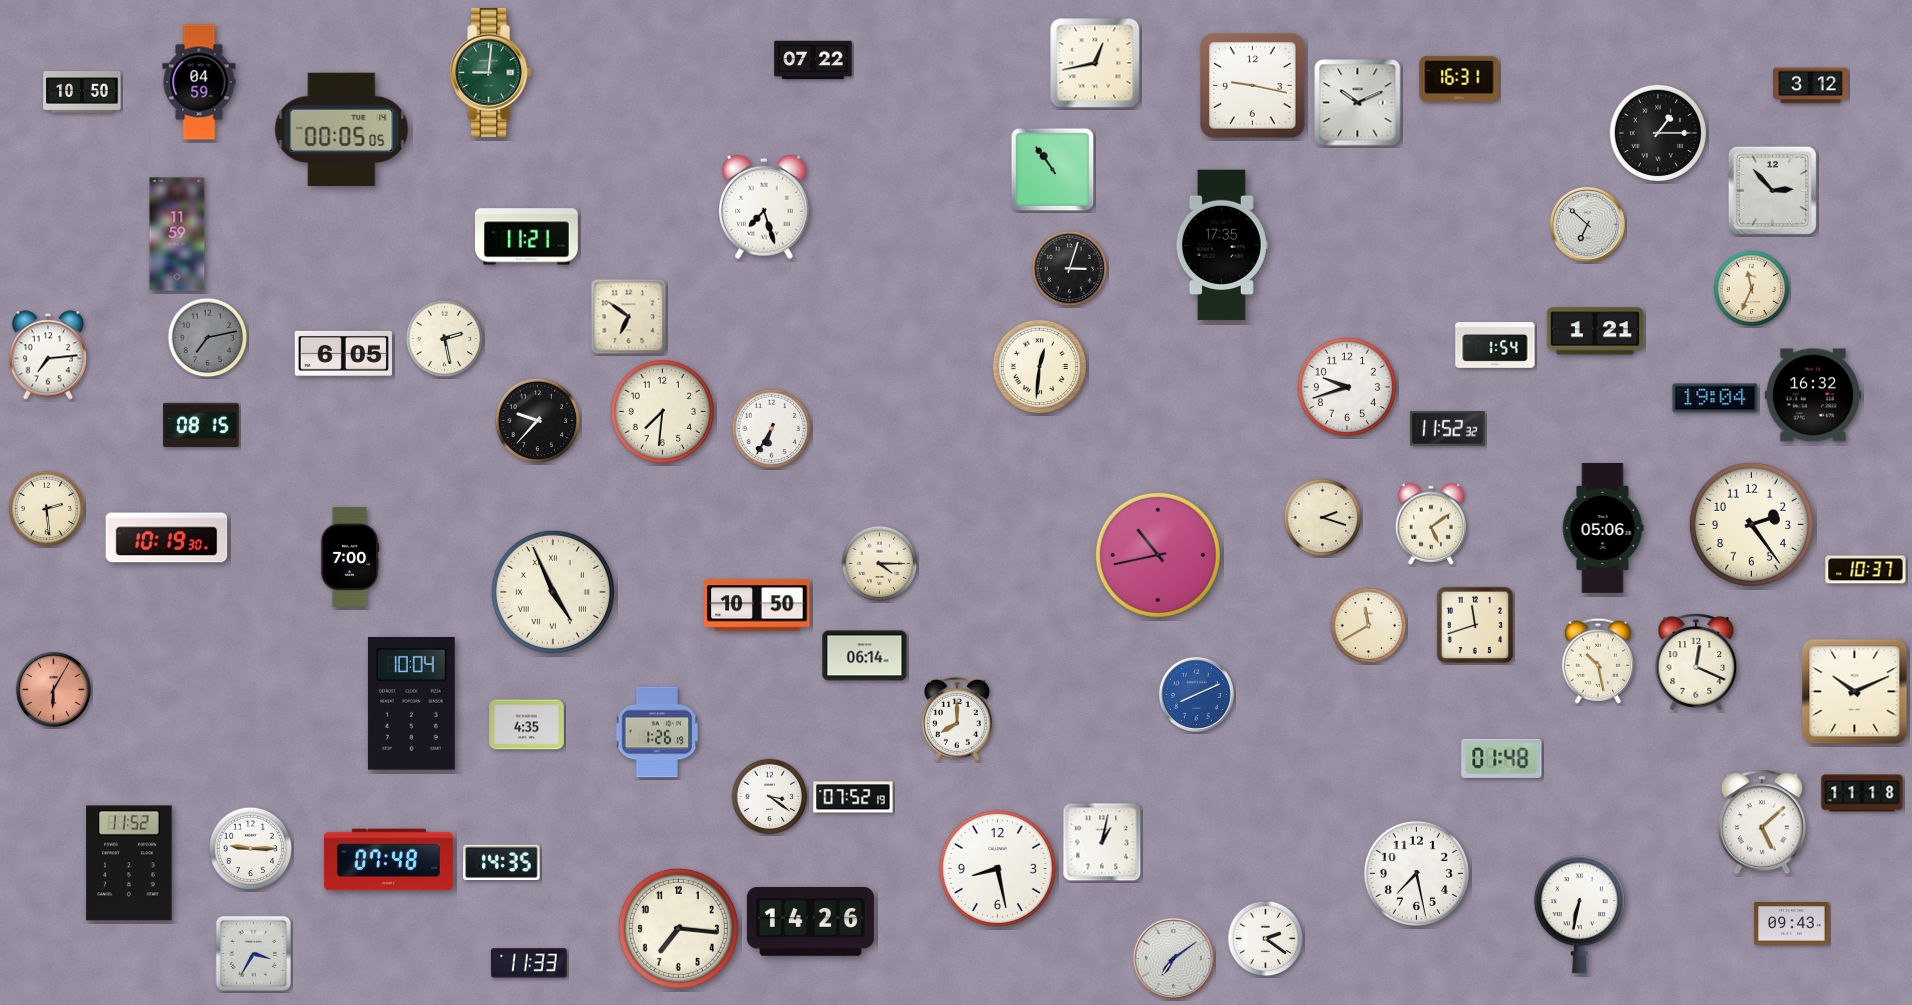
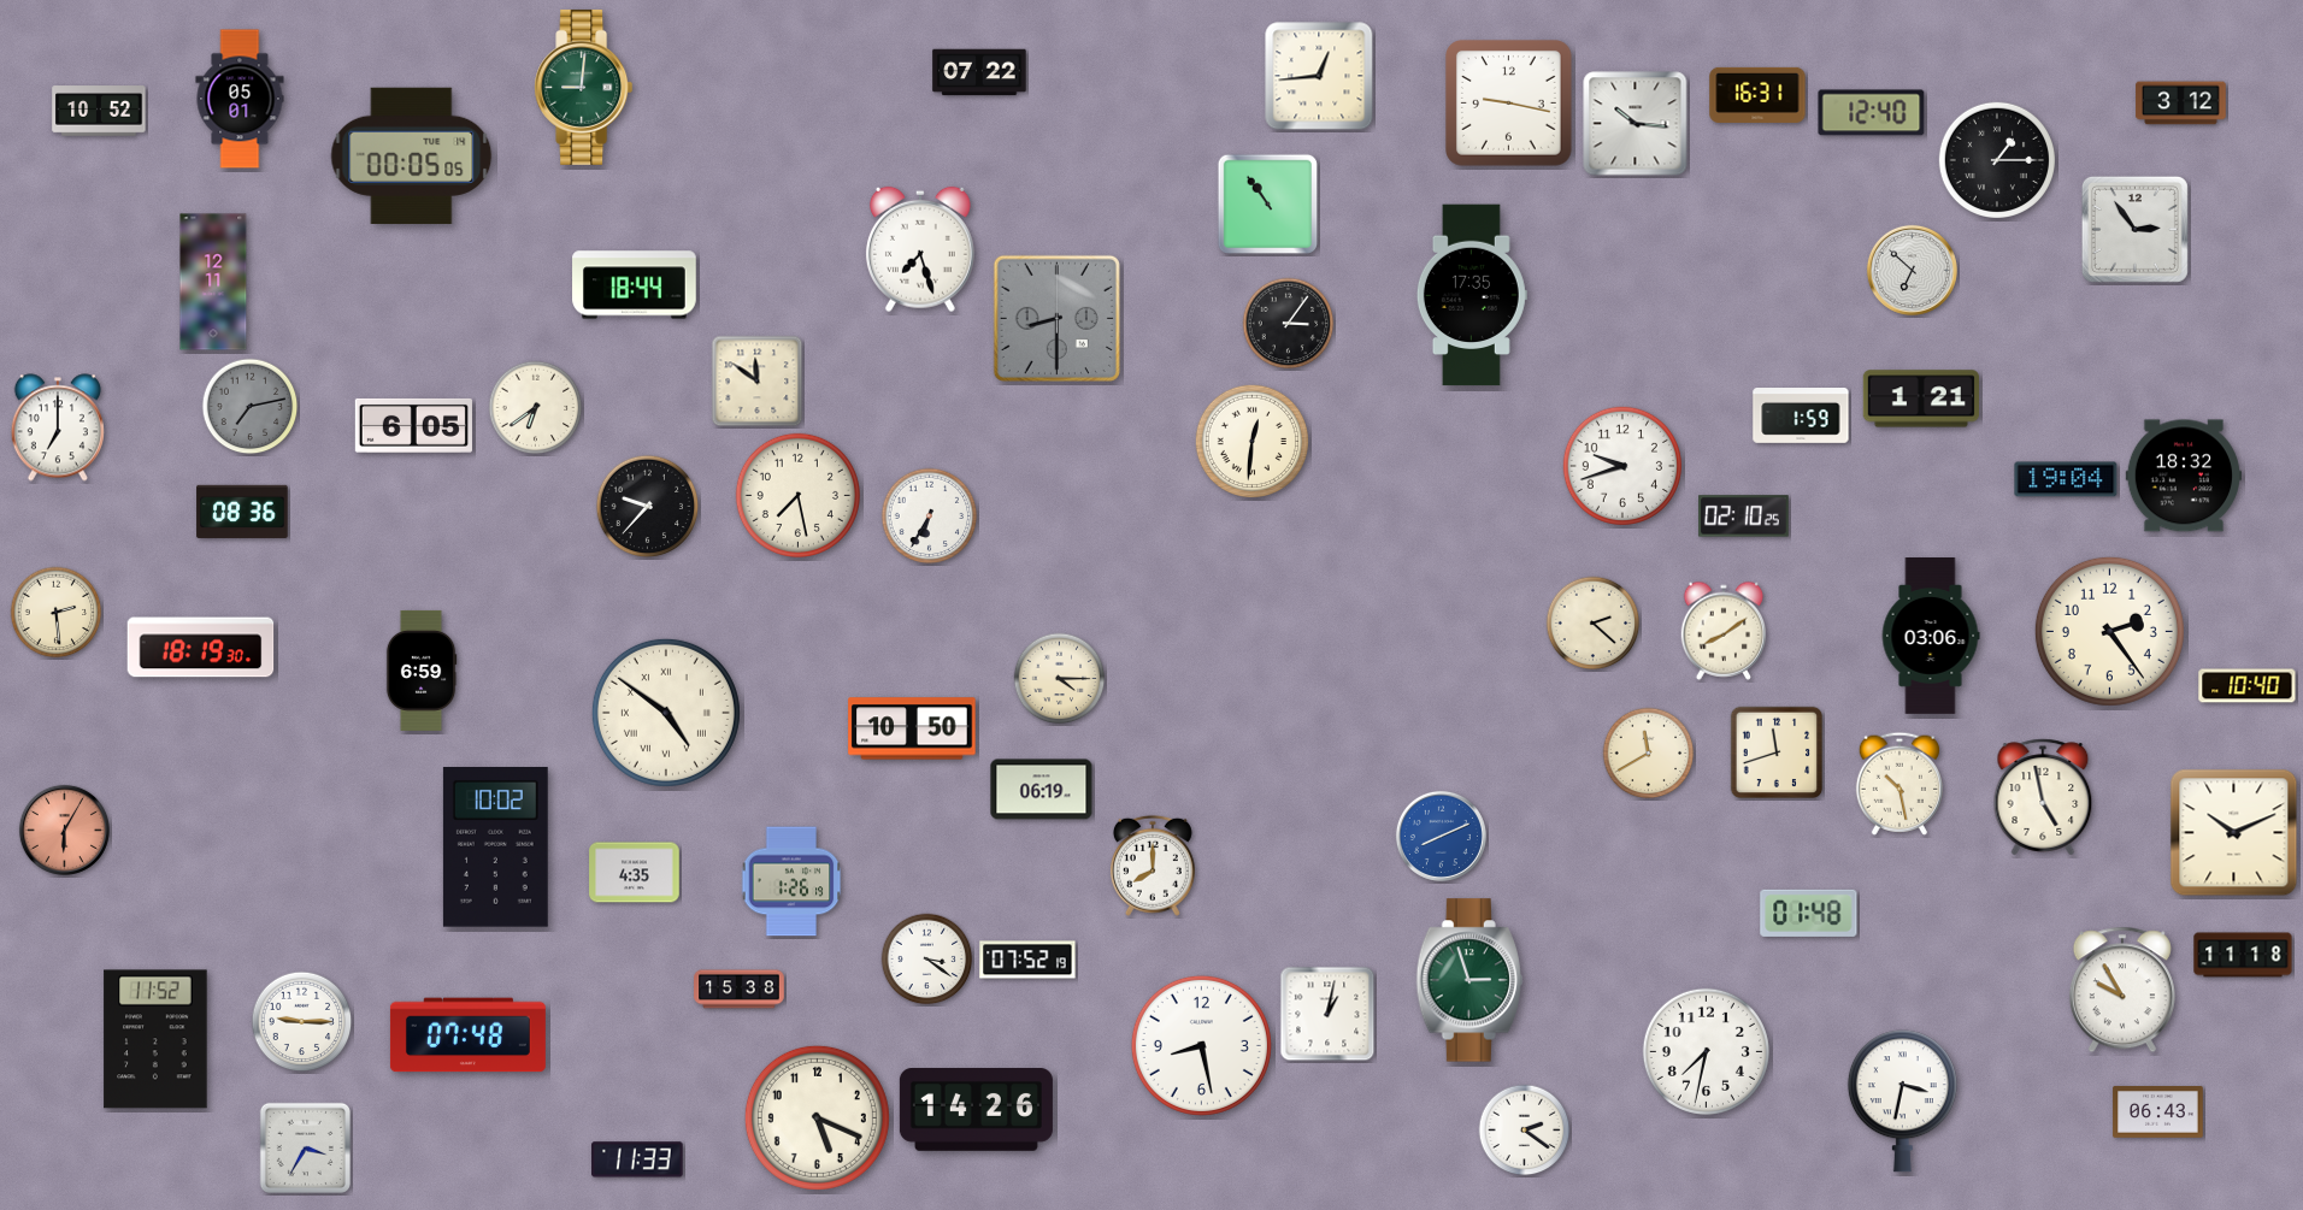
clock at (1095, 63): 12:43 -> 12:44
clock at (491, 72) position: (491, 72) -> (584, 87)
clock at (199, 82): 04:59 -> 05:01
clock at (82, 92): 10:50 -> 10:52
clock at (1872, 113): none -> 12:40
clock at (1358, 103): 10:11 -> 10:16
clock at (1772, 190): 2:53 -> 2:54
clock at (177, 234): 11:59 -> 12:11
clock at (527, 237): 11:21 -> 18:44
clock at (1056, 318): none -> 8:30
clock at (1070, 269): 3:03 -> 3:06
clock at (1752, 289): 11:34 -> none
clock at (629, 317): 6:51 -> 11:51
clock at (445, 339): 2:28 -> 6:39
clock at (1495, 346): 1:54 -> 1:59
clock at (48, 355): 7:14 -> 7:00
clock at (1812, 395): 16:32 -> 18:32
clock at (662, 411): 7:31 -> 7:28
clock at (201, 424): 08:15 -> 08:36
clock at (1448, 429): 11:52 -> 02:10
clock at (1323, 518): 2:18 -> 2:22
clock at (1431, 524): 5:09 -> 8:09
clock at (1603, 529): 05:06 -> 03:06
clock at (167, 538): 10:19 -> 18:19
clock at (1158, 555): 10:43 -> none
clock at (350, 557): 7:00 -> 6:59
clock at (1866, 570): 10:37 -> 10:40
clock at (553, 592): 4:56 -> 4:51
clock at (865, 656): 06:14 -> 06:19
clock at (1598, 661) position: (1598, 661) -> (1899, 784)
clock at (1696, 662): 12:19 -> 4:58
clock at (411, 704): 10:04 -> 10:02
clock at (1469, 980): none -> 2:57
clock at (740, 990): none -> 15:38
clock at (1762, 822): 5:08 -> 9:55
clock at (502, 863): 14:35 -> none
clock at (1416, 873): 7:28 -> 7:32
clock at (1579, 915): 6:32 -> 3:32
clock at (1792, 924): 09:43 -> 06:43
clock at (678, 928): 7:16 -> 5:19
clock at (1173, 958): 7:09 -> none
